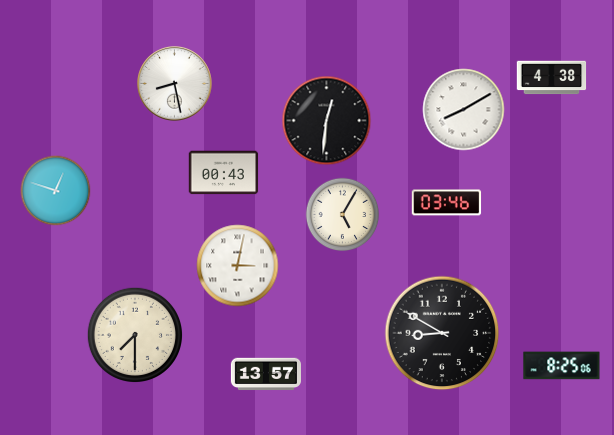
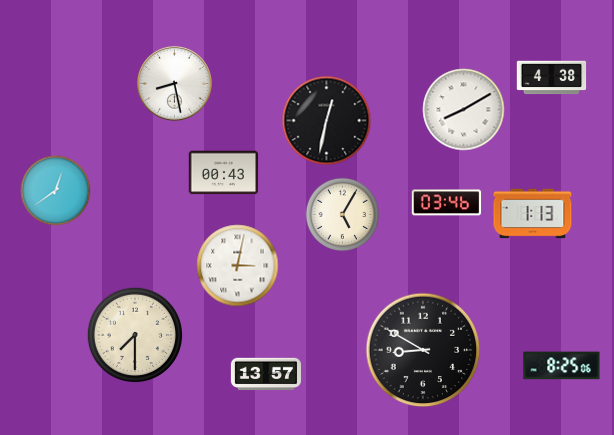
clock at (327, 121): 12:31 -> 12:32
clock at (56, 191): 12:48 -> 12:39
clock at (533, 214): none -> 1:13
clock at (442, 333) position: (442, 333) -> (423, 350)
